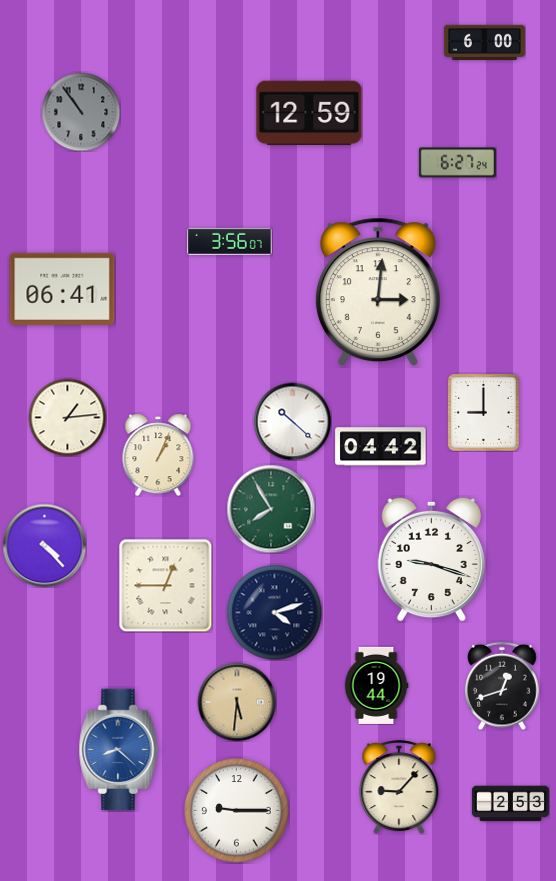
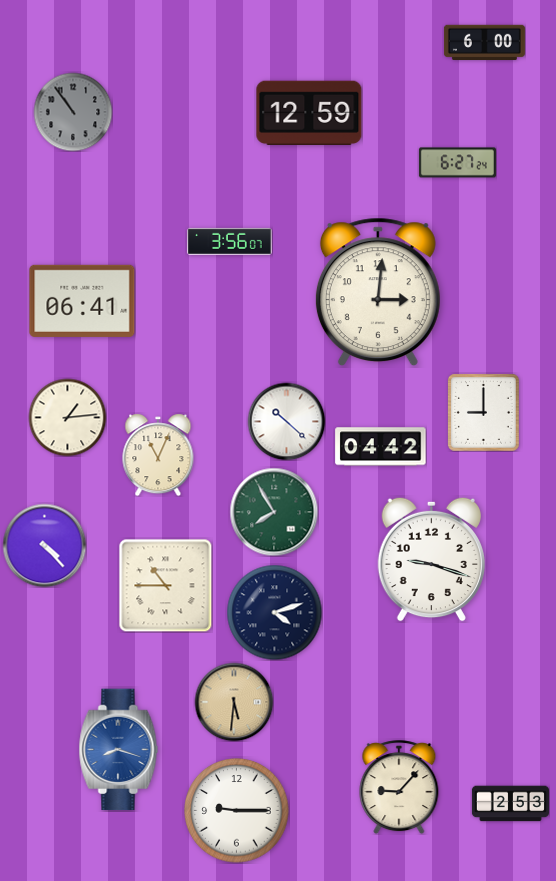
clock at (81, 112) position: (81, 112) -> (73, 112)
clock at (62, 289) position: (62, 289) -> (82, 301)
clock at (292, 421) position: (292, 421) -> (286, 421)
clock at (158, 455): 1:04 -> 11:04
clock at (271, 509) position: (271, 509) -> (274, 512)
clock at (165, 585): 12:45 -> 10:45
clock at (376, 685): 19:44 -> none
clock at (503, 686): 12:42 -> none
clock at (237, 702) position: (237, 702) -> (234, 702)
clock at (119, 750): 8:22 -> 8:18
